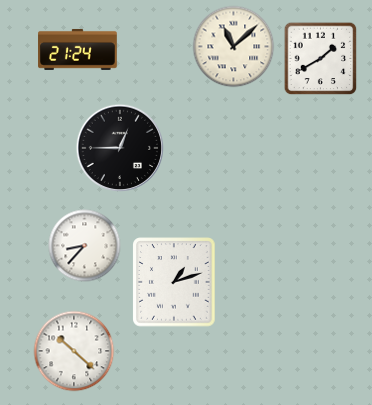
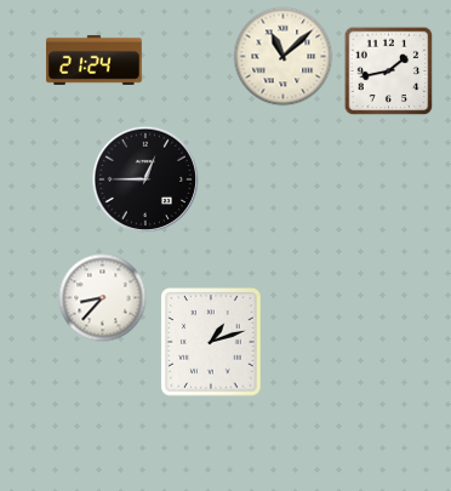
clock at (321, 59): 1:40 -> 1:43
clock at (74, 351): 10:22 -> none
